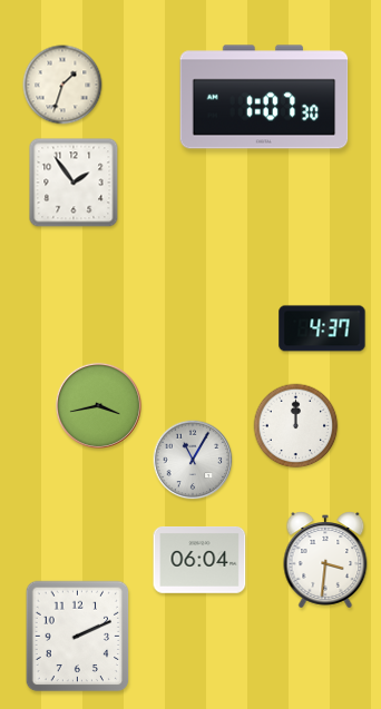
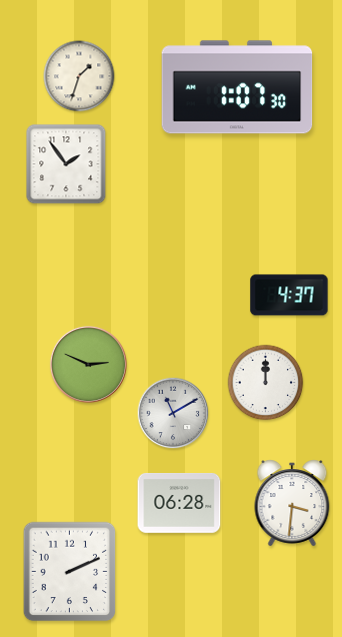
clock at (62, 85) position: (62, 85) -> (79, 76)
clock at (98, 405): 3:43 -> 2:49
clock at (193, 460): 11:05 -> 11:10
clock at (199, 561): 06:04 -> 06:28
